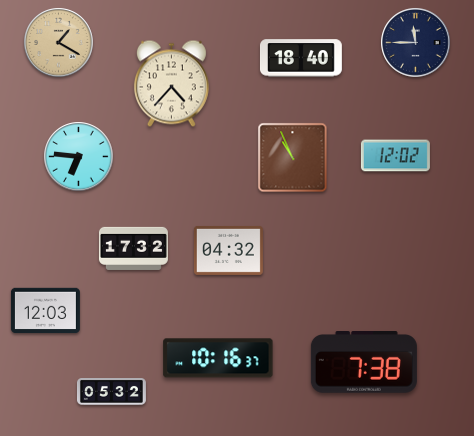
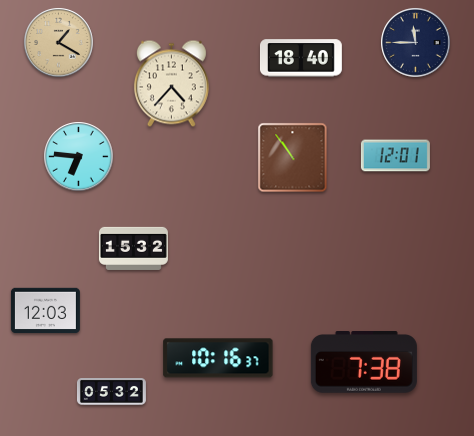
clock at (395, 156): 12:02 -> 12:01
clock at (293, 158): 10:56 -> 10:54
clock at (133, 248): 17:32 -> 15:32
clock at (228, 250): 04:32 -> none
